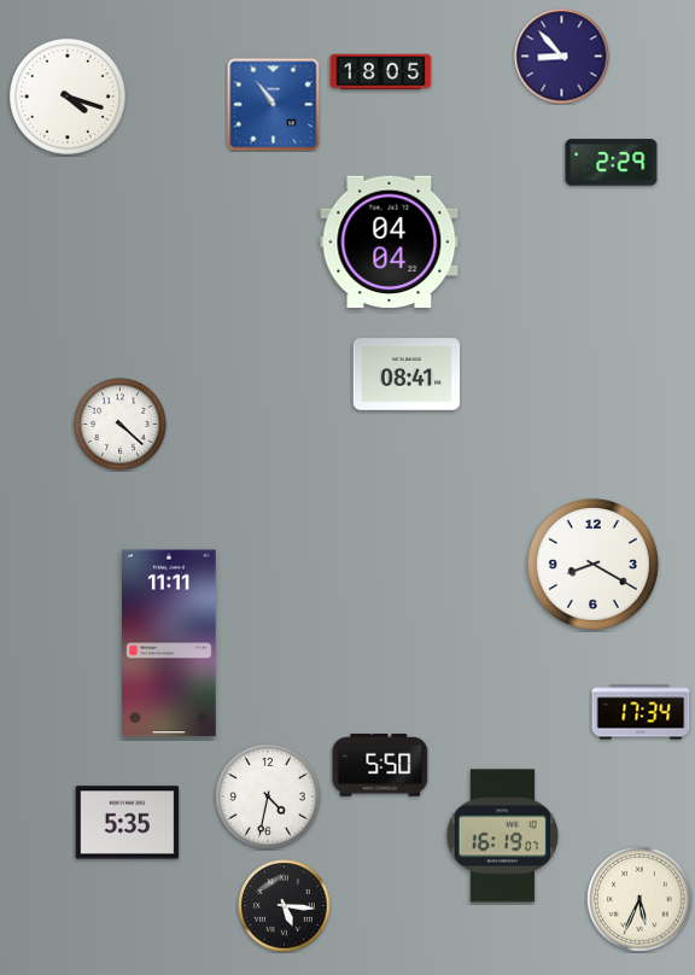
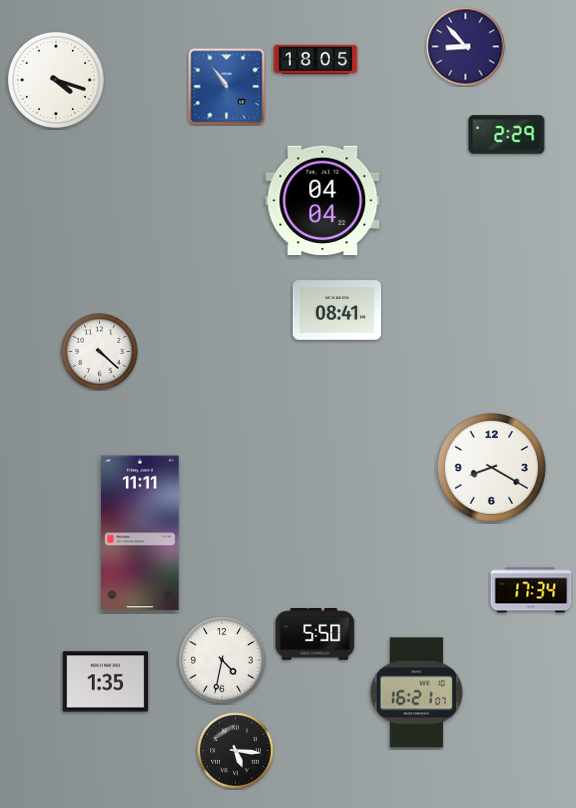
clock at (128, 823): 5:35 -> 1:35
clock at (503, 836): 16:19 -> 16:21
clock at (639, 899): 5:34 -> none
